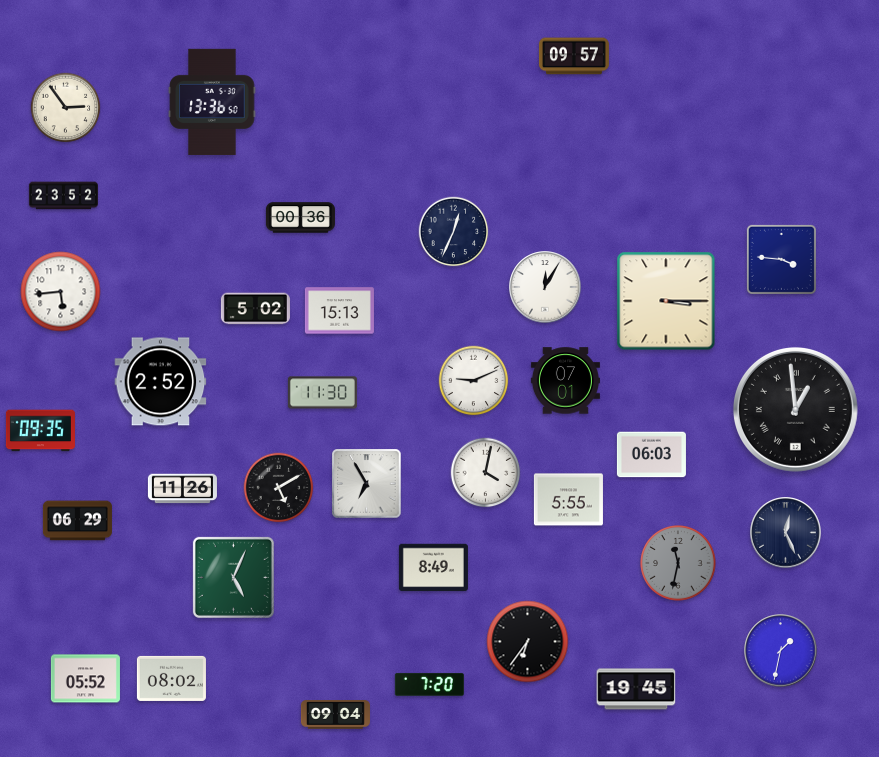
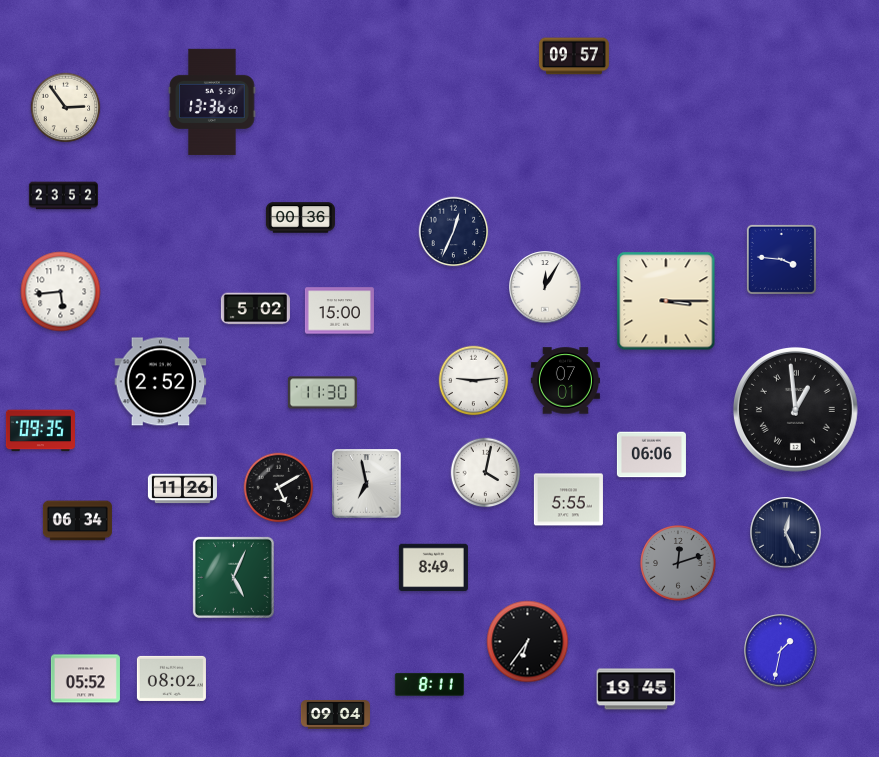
clock at (339, 311): 15:13 -> 15:00
clock at (474, 381): 9:11 -> 9:14
clock at (651, 455): 06:03 -> 06:06
clock at (367, 484): 6:55 -> 6:58
clock at (77, 521): 06:29 -> 06:34
clock at (678, 563): 11:32 -> 12:12
clock at (429, 684): 7:20 -> 8:11
